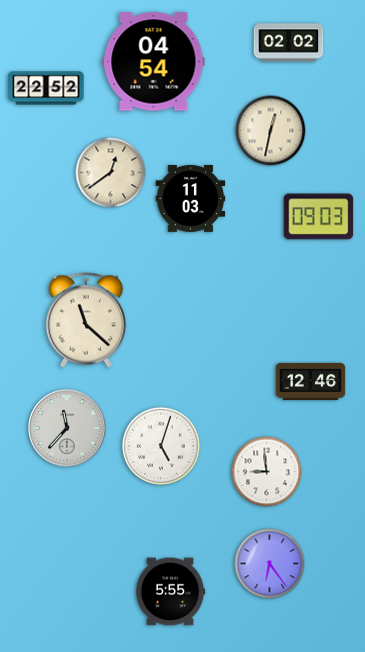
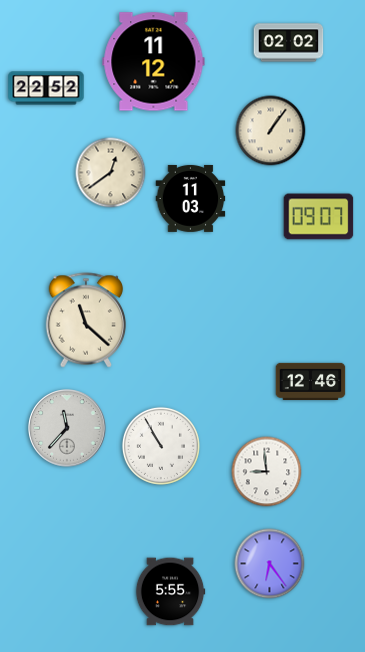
clock at (154, 62): 04:54 -> 11:12
clock at (271, 131): 12:32 -> 1:06
clock at (319, 217): 09:03 -> 09:07
clock at (161, 446): 5:03 -> 10:55
